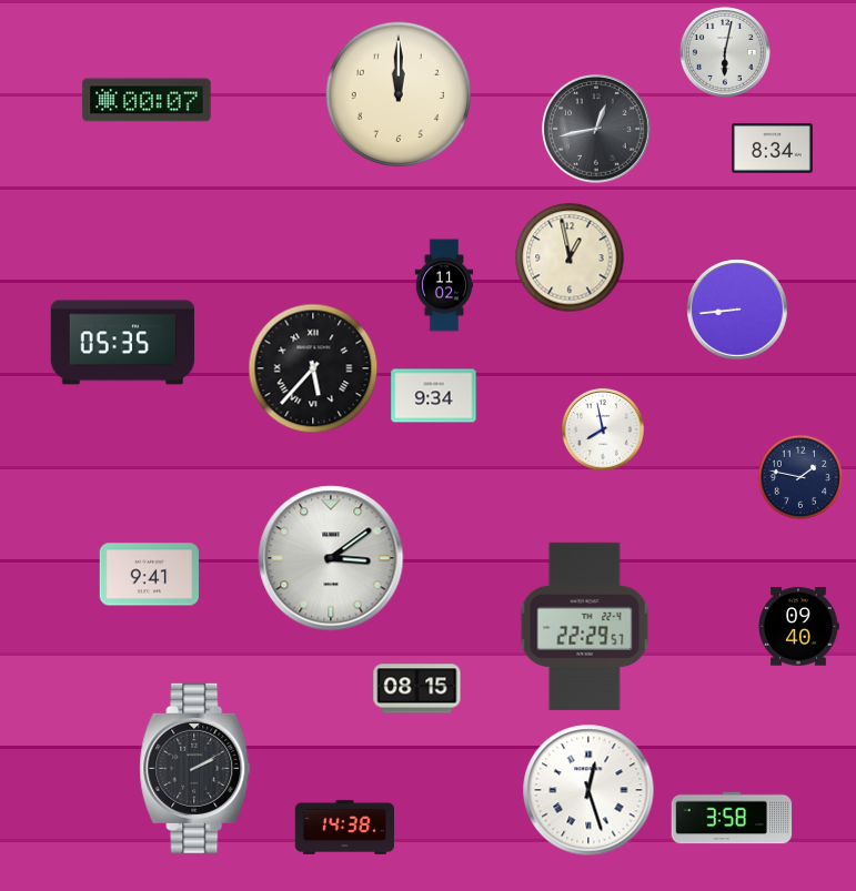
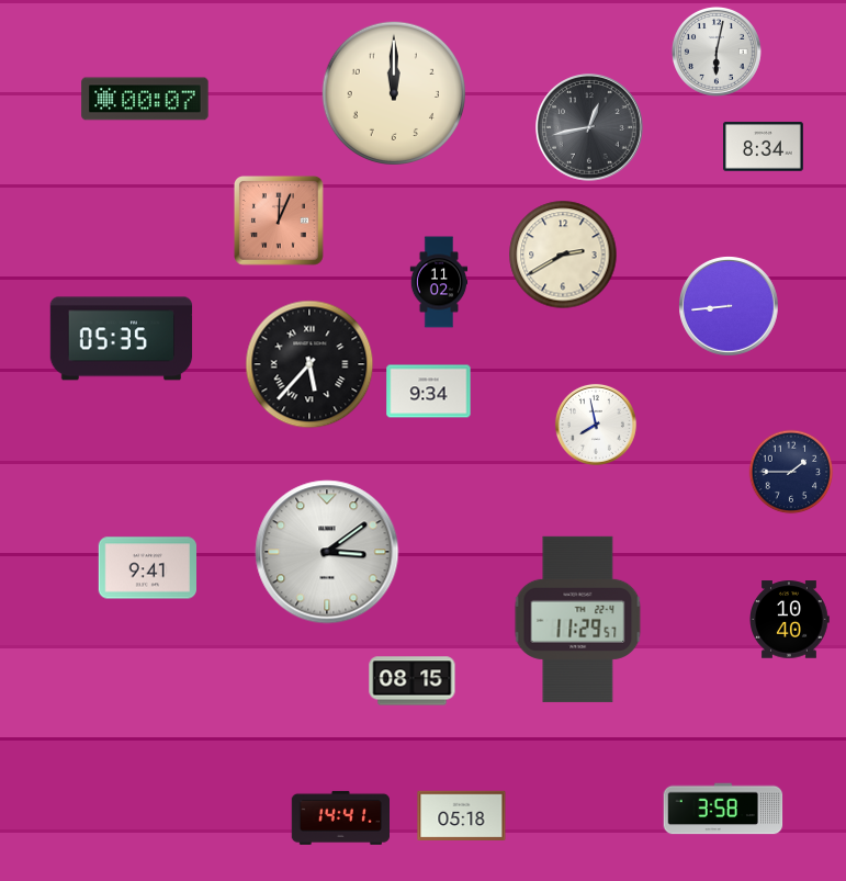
clock at (280, 222): none -> 12:04
clock at (570, 257): 12:58 -> 2:40
clock at (800, 477): 1:47 -> 1:45
clock at (585, 626): 22:29 -> 11:29
clock at (798, 627): 09:40 -> 10:40
clock at (195, 768): 2:10 -> none
clock at (588, 790): 12:27 -> none
clock at (462, 815): none -> 05:18
clock at (344, 827): 14:38 -> 14:41
